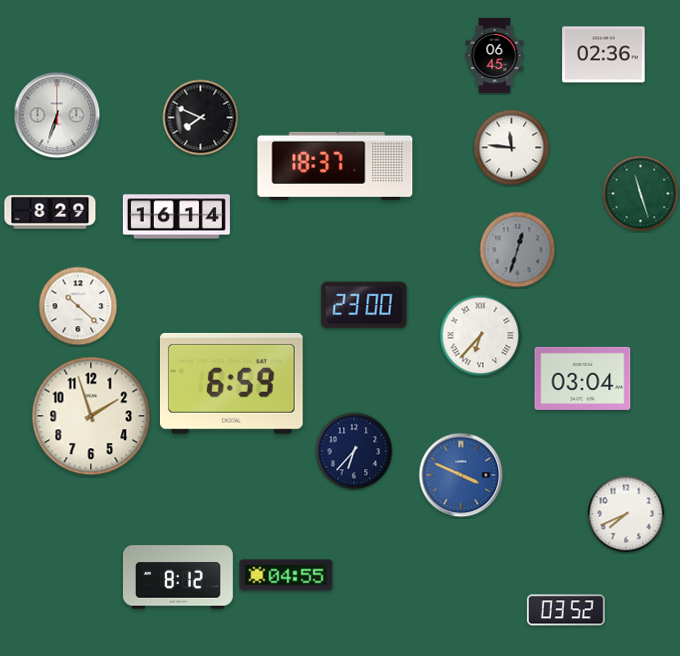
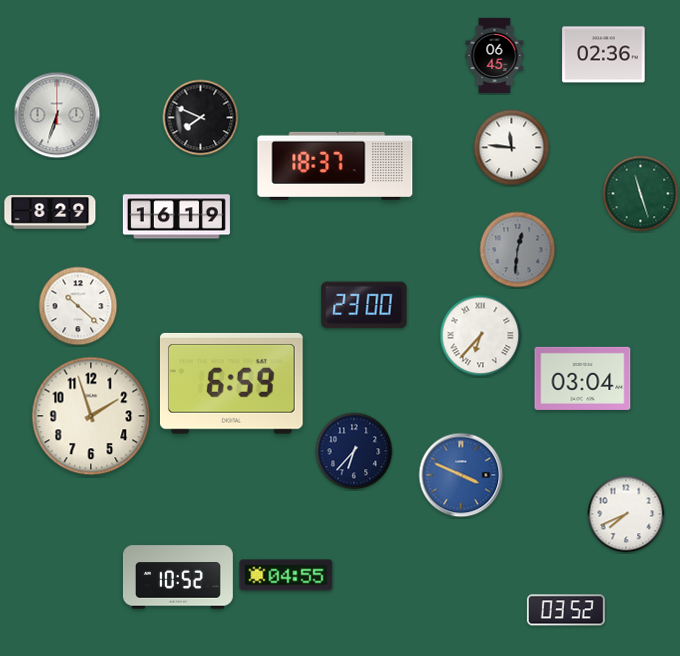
clock at (176, 217): 16:14 -> 16:19
clock at (518, 250): 12:33 -> 12:31
clock at (178, 577): 8:12 -> 10:52
